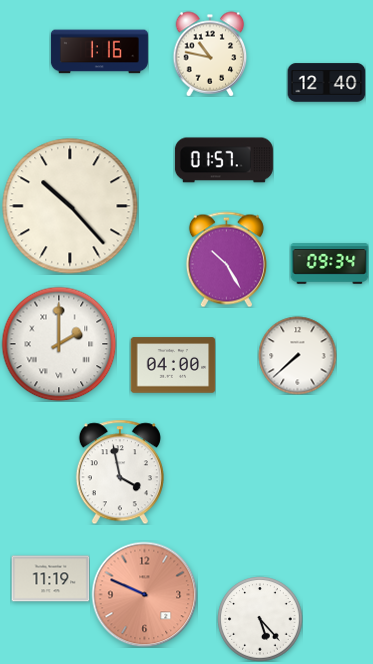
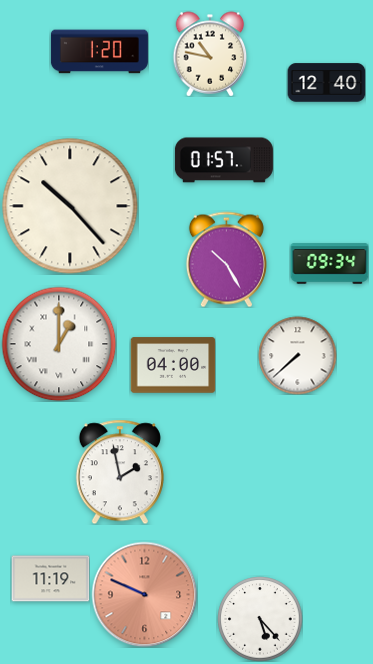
clock at (99, 52): 1:16 -> 1:20
clock at (59, 344): 2:00 -> 1:00
clock at (120, 472): 3:58 -> 1:58
